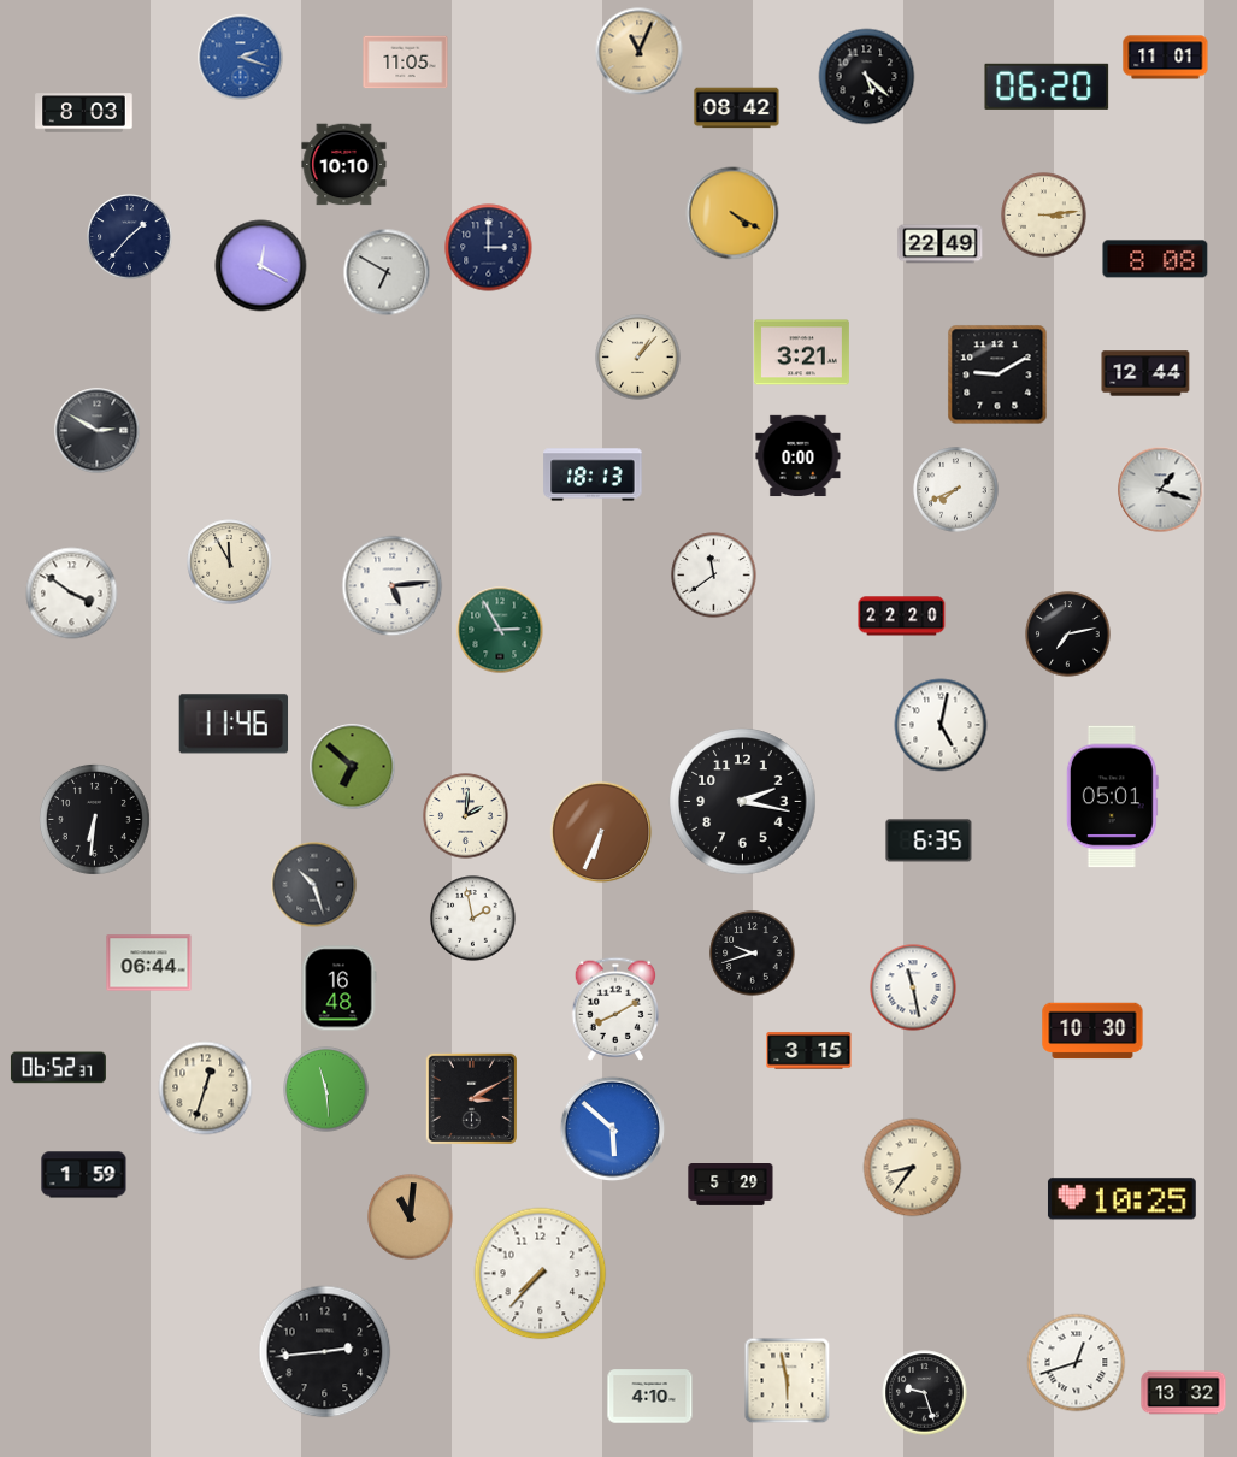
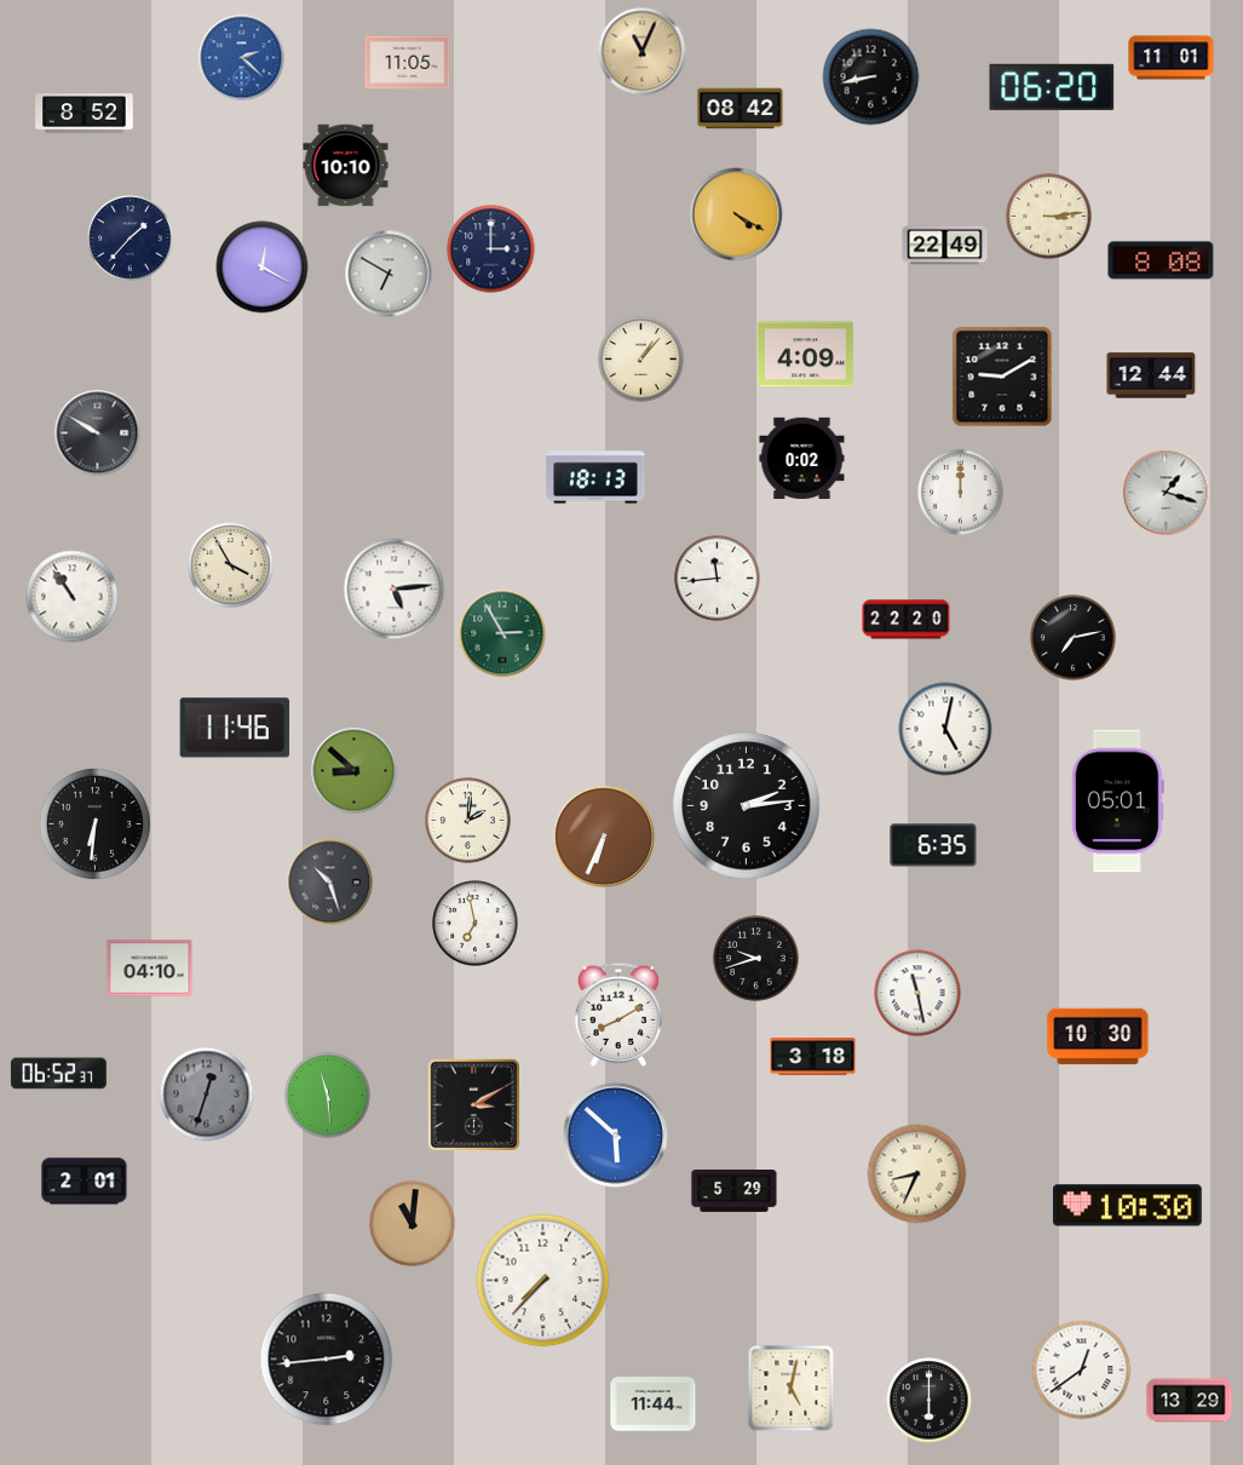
clock at (241, 58): 2:18 -> 2:22
clock at (867, 77): 5:22 -> 8:43
clock at (84, 113): 8:03 -> 8:52
clock at (801, 353): 3:21 -> 4:09
clock at (98, 431): 2:50 -> 9:50
clock at (799, 456): 0:00 -> 0:02
clock at (956, 490): 7:41 -> 12:00
clock at (230, 562): 11:55 -> 3:55
clock at (714, 576): 11:39 -> 11:44
clock at (72, 594): 3:51 -> 10:54
clock at (353, 767): 6:52 -> 8:52
clock at (743, 802): 2:17 -> 2:14
clock at (314, 885) position: (314, 885) -> (330, 883)
clock at (473, 919): 1:58 -> 6:58
clock at (149, 963): 06:44 -> 04:10
clock at (338, 989): 16:48 -> none
clock at (809, 1051): 3:15 -> 3:18
clock at (206, 1089) dial: cream -> grey
clock at (913, 1168): 8:36 -> 8:34
clock at (84, 1175): 1:59 -> 2:01
clock at (1121, 1199): 10:25 -> 10:30
clock at (1077, 1363): 12:42 -> 12:39
clock at (788, 1381): 5:58 -> 5:02
clock at (925, 1393): 9:27 -> 6:00
clock at (1184, 1393): 13:32 -> 13:29
clock at (650, 1397): 4:10 -> 11:44
